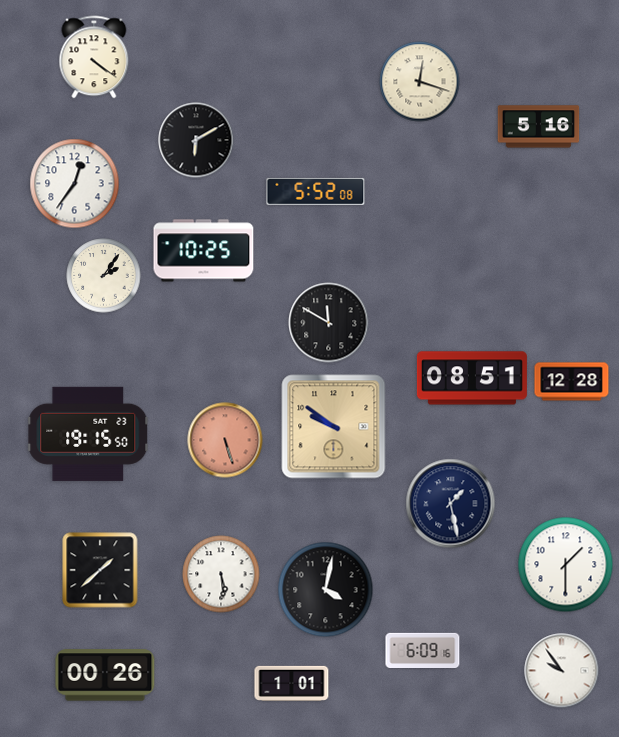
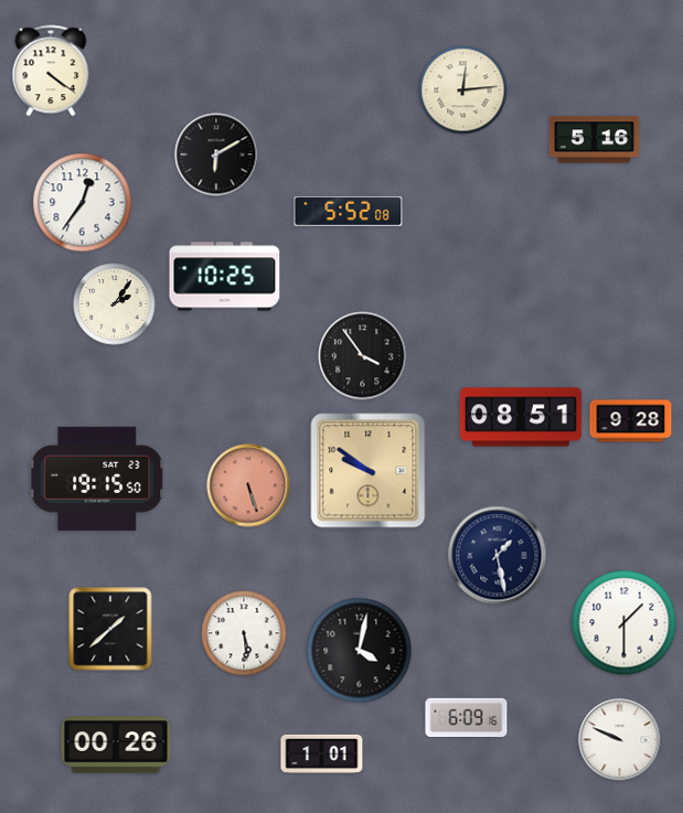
clock at (94, 57) position: (94, 57) -> (51, 71)
clock at (420, 82): 12:18 -> 12:14
clock at (329, 323): 11:50 -> 3:54
clock at (572, 382): 12:28 -> 9:28
clock at (562, 671): 9:54 -> 9:49
